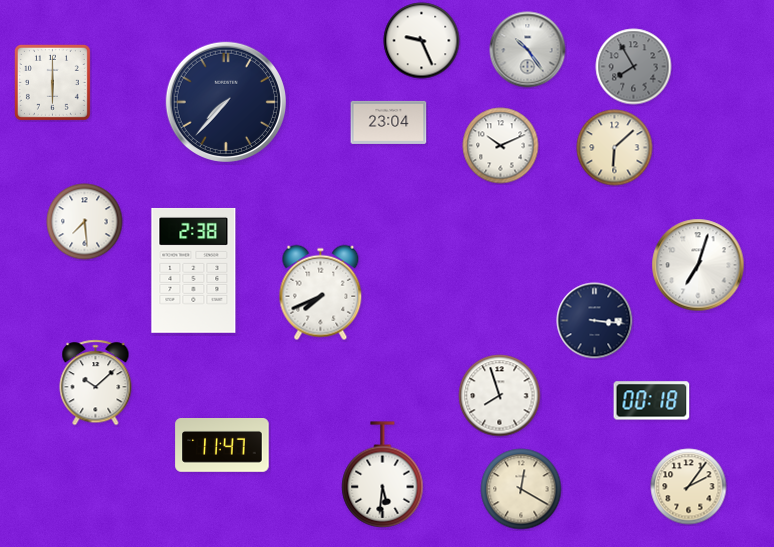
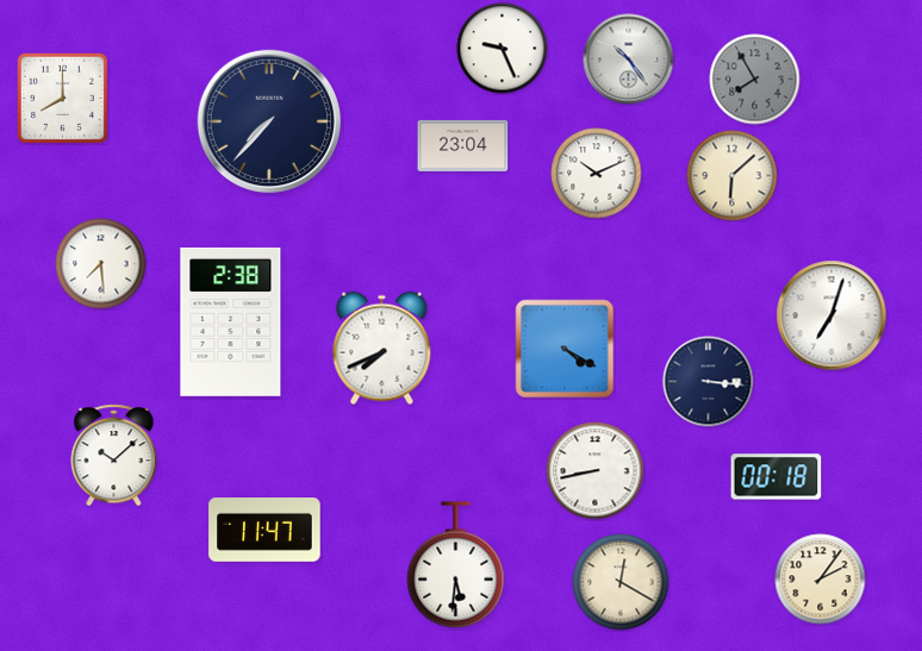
clock at (52, 82): 6:00 -> 8:00
clock at (565, 349): none -> 4:20
clock at (500, 396): 7:57 -> 8:43
